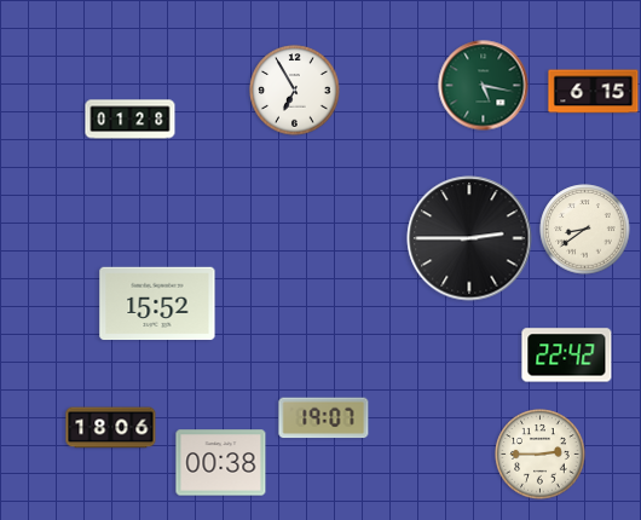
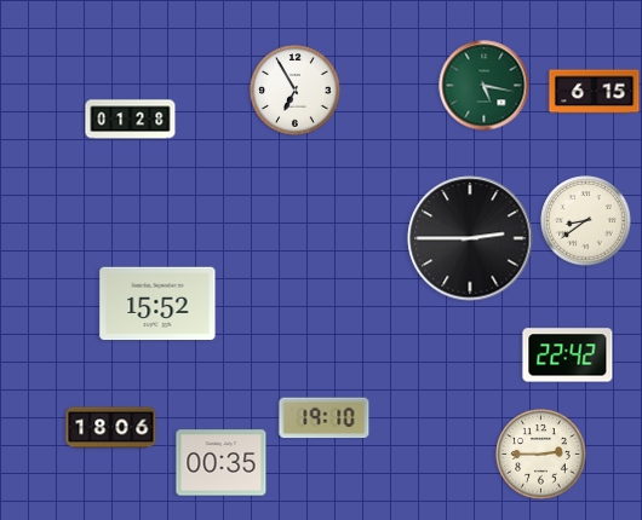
clock at (585, 230) position: (585, 230) -> (586, 221)
clock at (324, 418): 19:07 -> 19:10
clock at (221, 463): 00:38 -> 00:35
